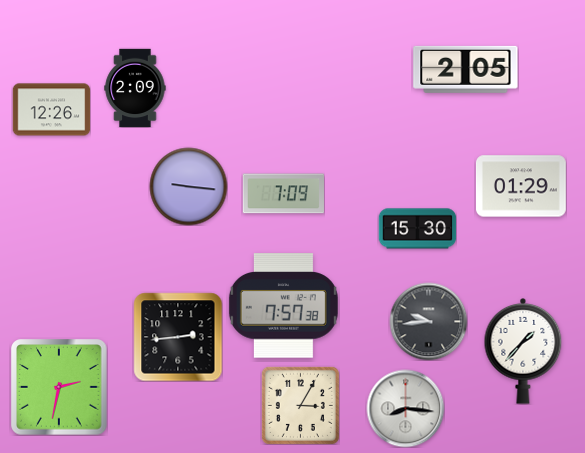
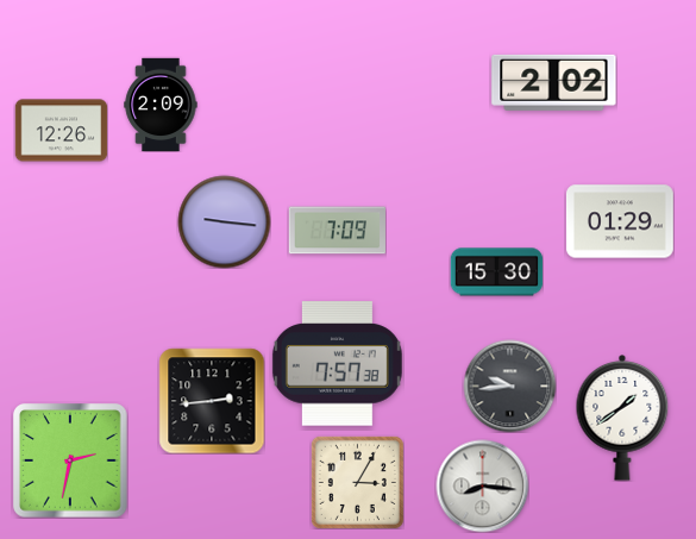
clock at (466, 69): 2:05 -> 2:02
clock at (428, 321) position: (428, 321) -> (509, 386)
clock at (523, 352): 1:37 -> 1:39
